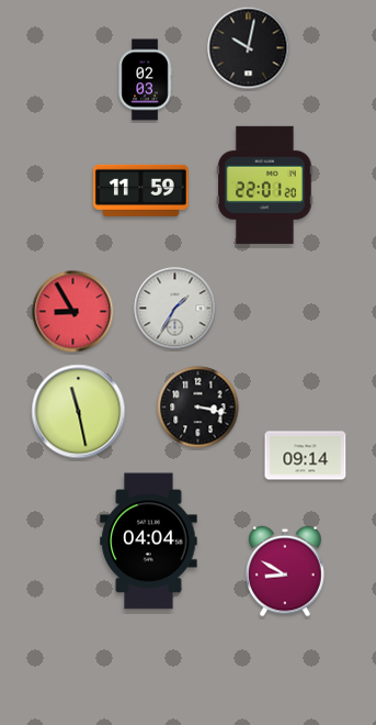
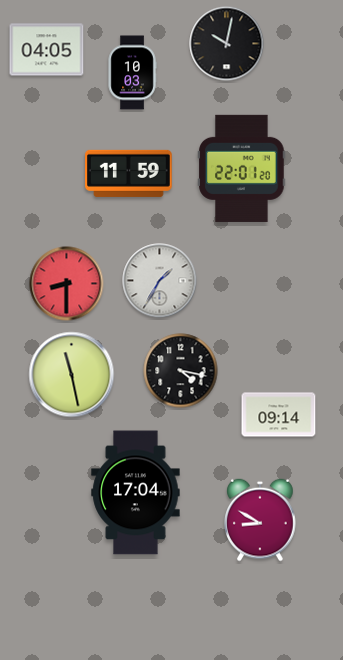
clock at (47, 50): none -> 04:05
clock at (145, 80): 02:03 -> 10:03
clock at (73, 312): 8:55 -> 8:30
clock at (198, 408): 3:17 -> 4:17
clock at (149, 542): 04:04 -> 17:04
